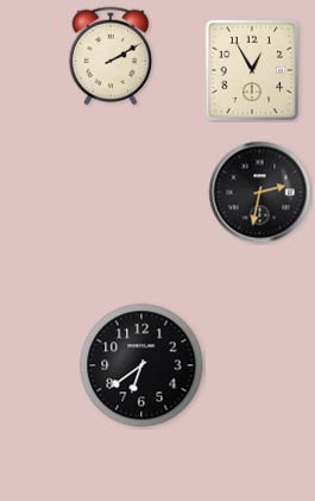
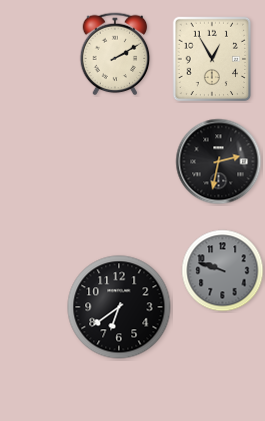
clock at (111, 56) position: (111, 56) -> (115, 54)
clock at (223, 271): none -> 9:48
